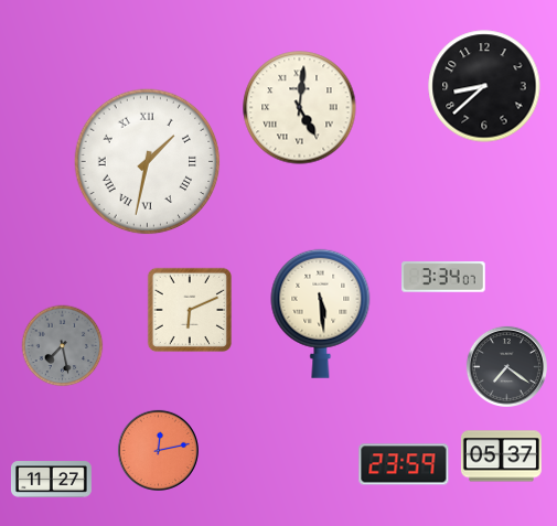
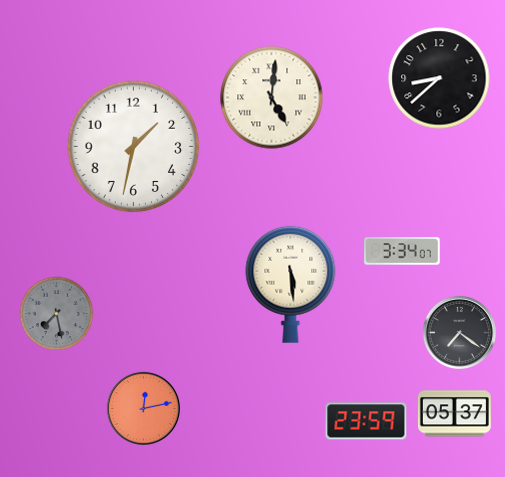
clock at (148, 162) numerals: Roman -> Arabic
clock at (190, 310): 6:11 -> none
clock at (51, 480): 11:27 -> none
